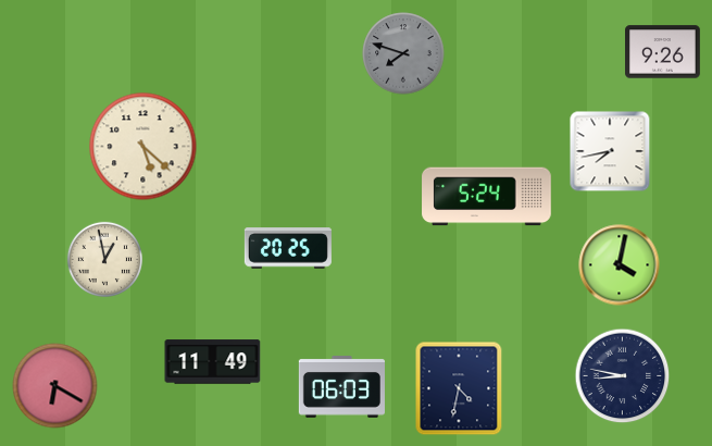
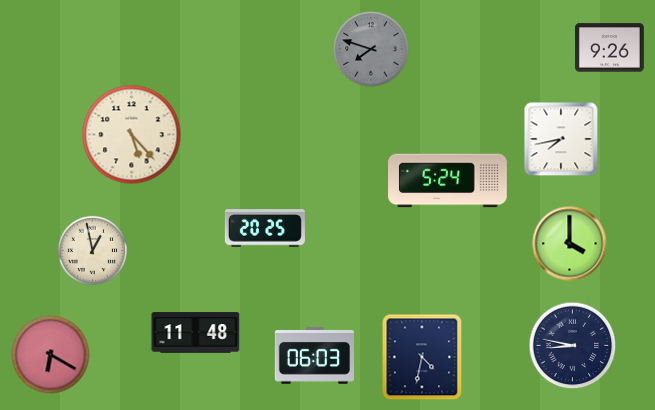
clock at (143, 147): 5:22 -> 5:23
clock at (104, 259) position: (104, 259) -> (92, 250)
clock at (620, 265): 4:02 -> 4:00
clock at (213, 362): 11:49 -> 11:48
